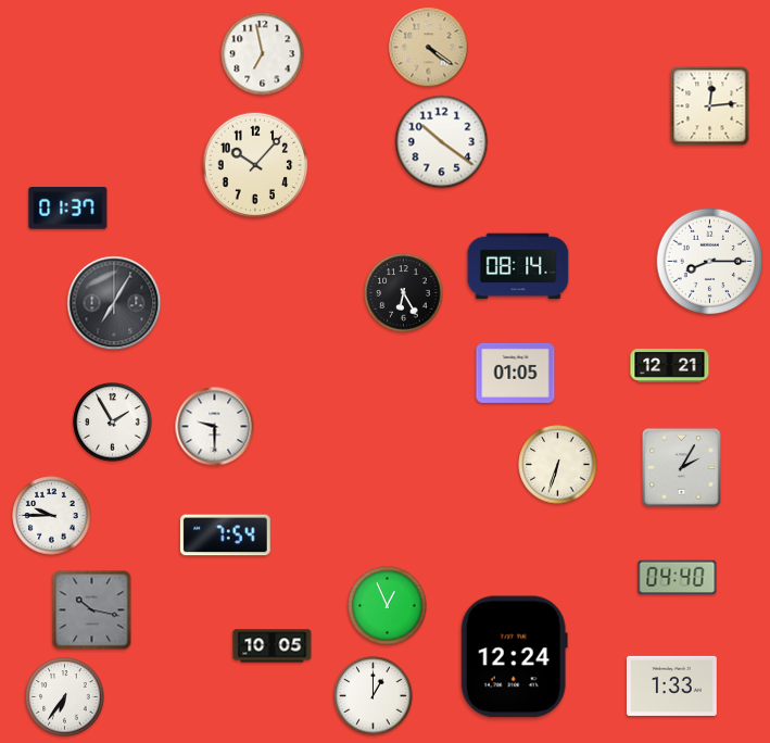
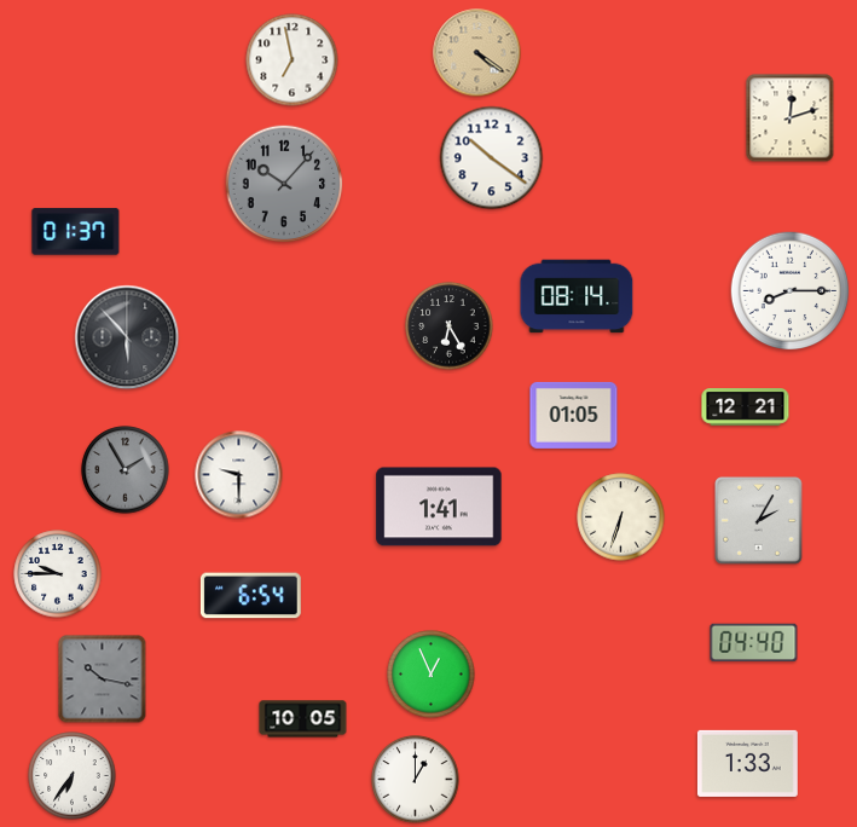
clock at (710, 106): 12:14 -> 12:12
clock at (255, 165) dial: cream -> grey
clock at (114, 303): 7:05 -> 5:53
clock at (113, 423) dial: white -> grey
clock at (439, 507): none -> 1:41
clock at (225, 536): 7:54 -> 6:54
clock at (514, 657): 12:24 -> none
clock at (374, 696) position: (374, 696) -> (416, 780)
